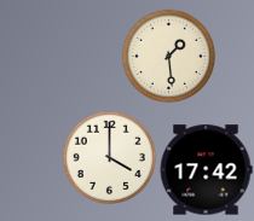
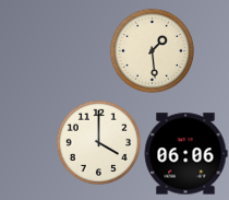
clock at (206, 170): 17:42 -> 06:06
